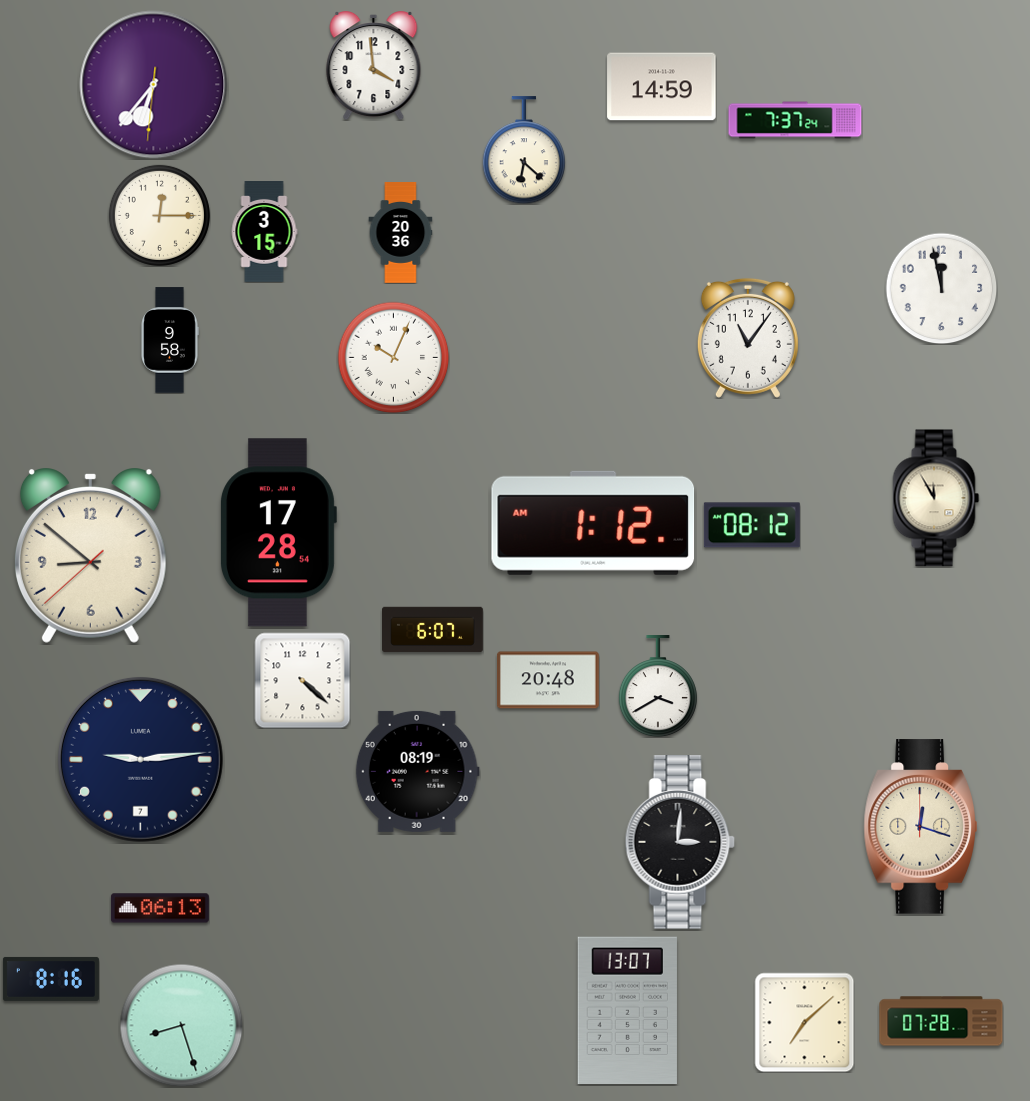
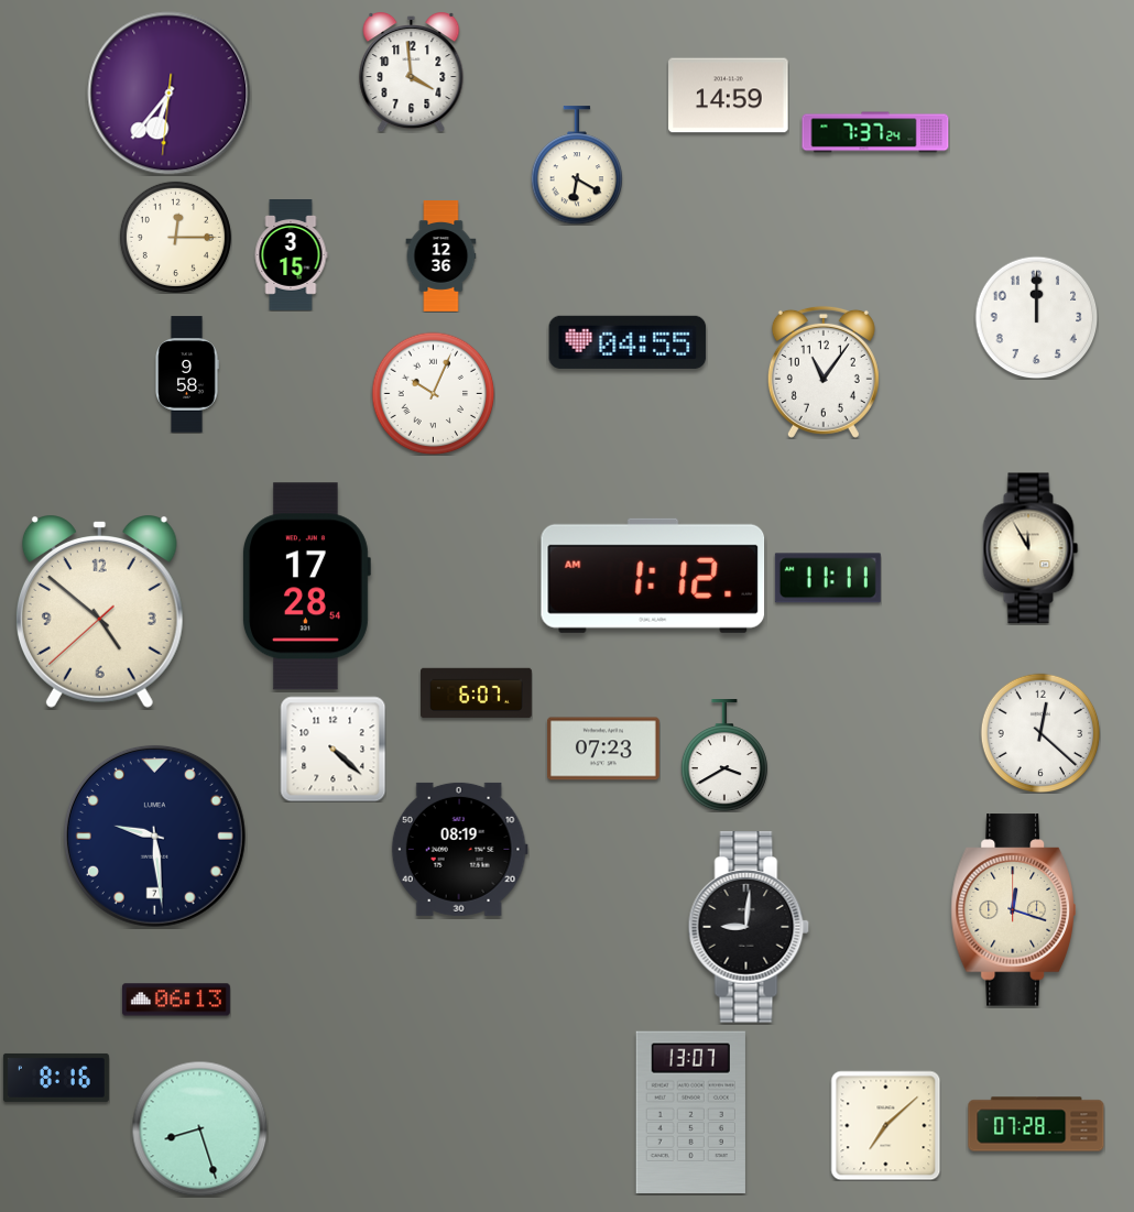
clock at (523, 150): 6:22 -> 6:20
clock at (401, 233): 20:36 -> 12:36
clock at (941, 288): 11:58 -> 12:00
clock at (628, 342): none -> 04:55
clock at (752, 525): 08:12 -> 11:11
clock at (90, 555): 8:51 -> 4:51
clock at (1040, 733): none -> 12:22
clock at (549, 680): 20:48 -> 07:23
clock at (140, 759): 9:14 -> 9:29
clock at (680, 842): 3:01 -> 9:01
